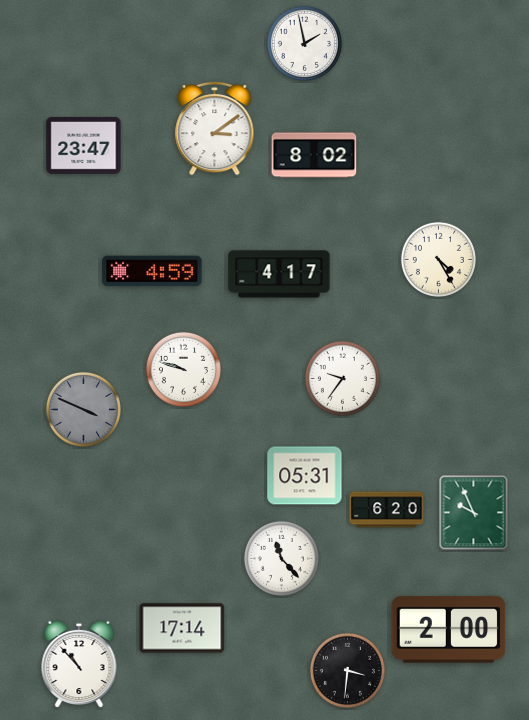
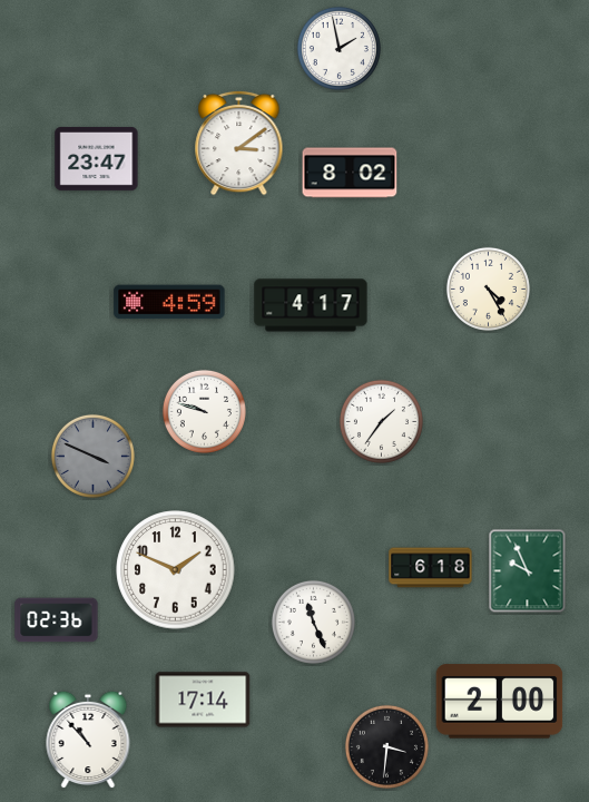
clock at (84, 145) position: (84, 145) -> (97, 158)
clock at (342, 378): 9:36 -> 1:36
clock at (305, 476): 05:31 -> none
clock at (387, 510): 6:20 -> 6:18
clock at (176, 570): none -> 1:49
clock at (57, 620): none -> 02:36
clock at (281, 558): 11:23 -> 11:26
